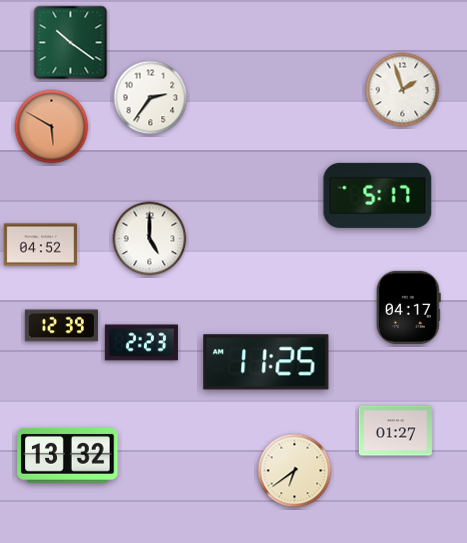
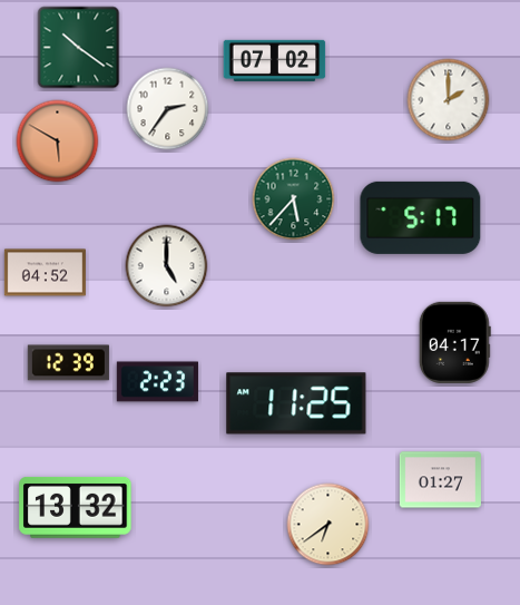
clock at (275, 60): none -> 07:02
clock at (403, 90): 1:57 -> 2:00
clock at (294, 199): none -> 5:37
